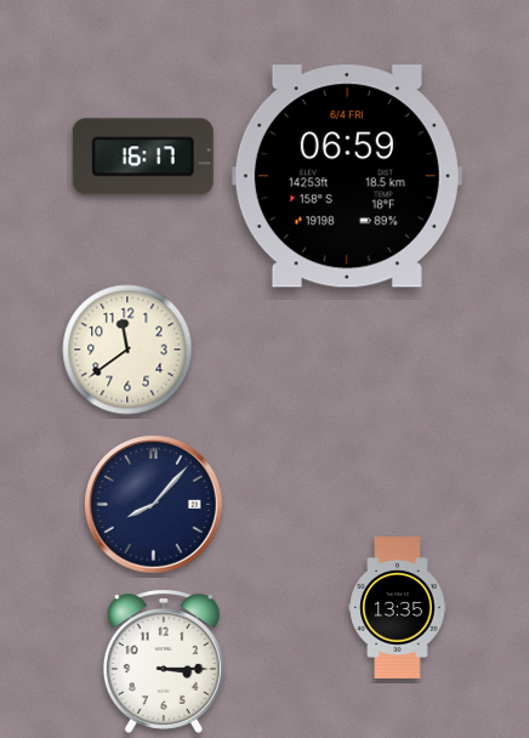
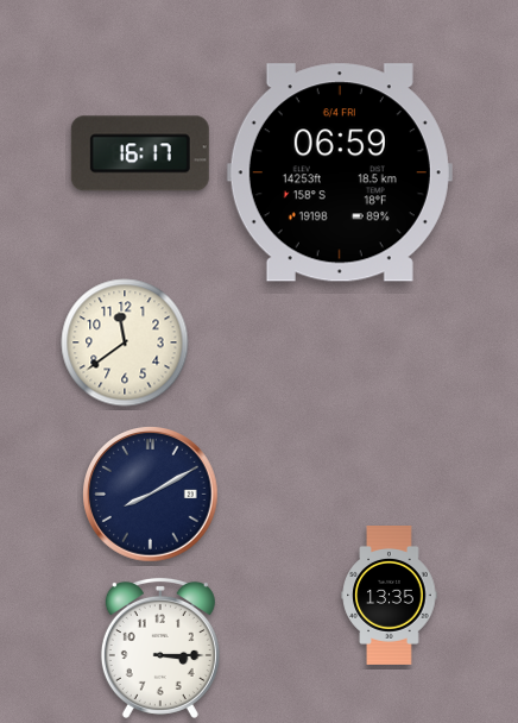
clock at (154, 505): 8:07 -> 8:10
